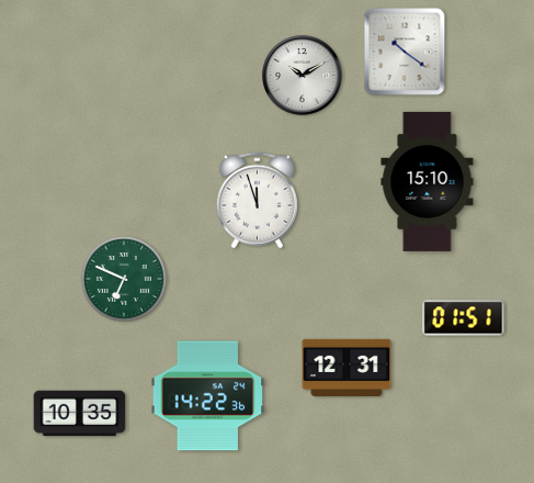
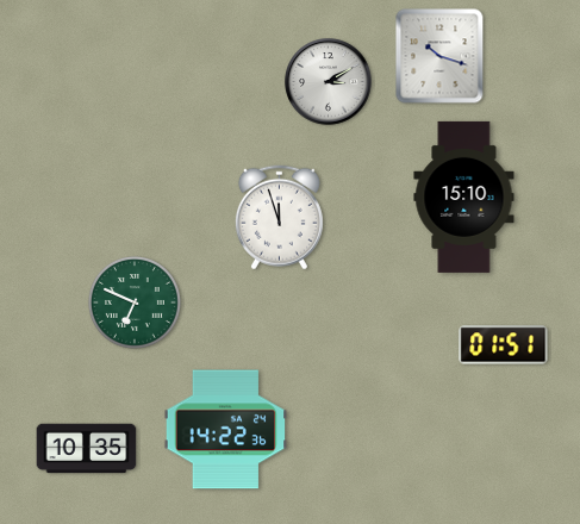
clock at (405, 52): 10:21 -> 10:18
clock at (303, 76): 10:10 -> 3:10
clock at (346, 368): 12:31 -> none
